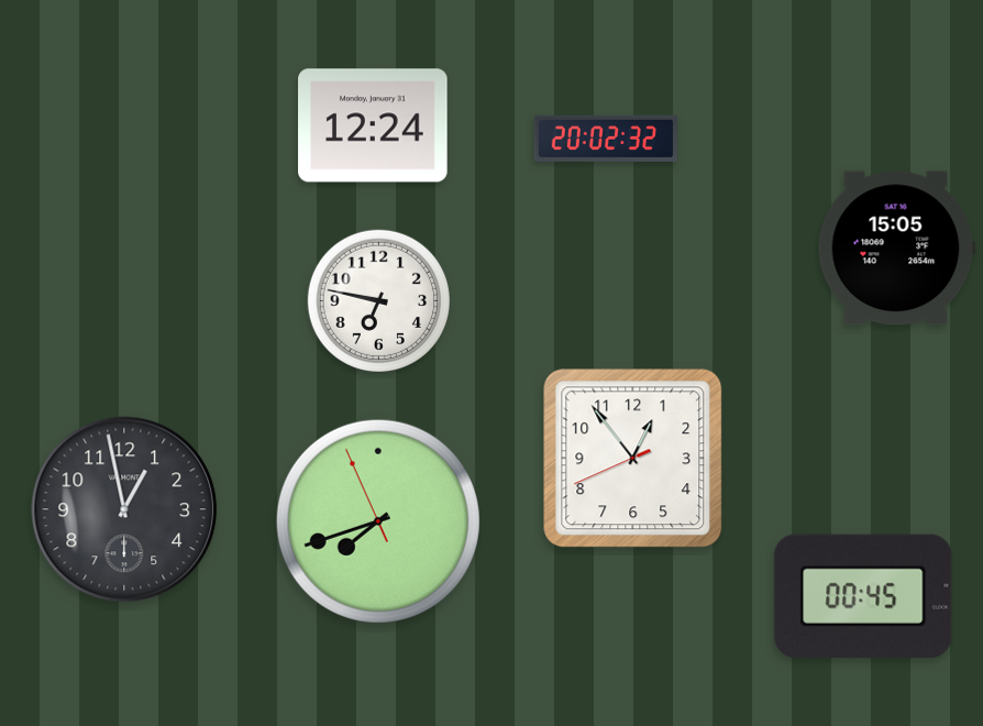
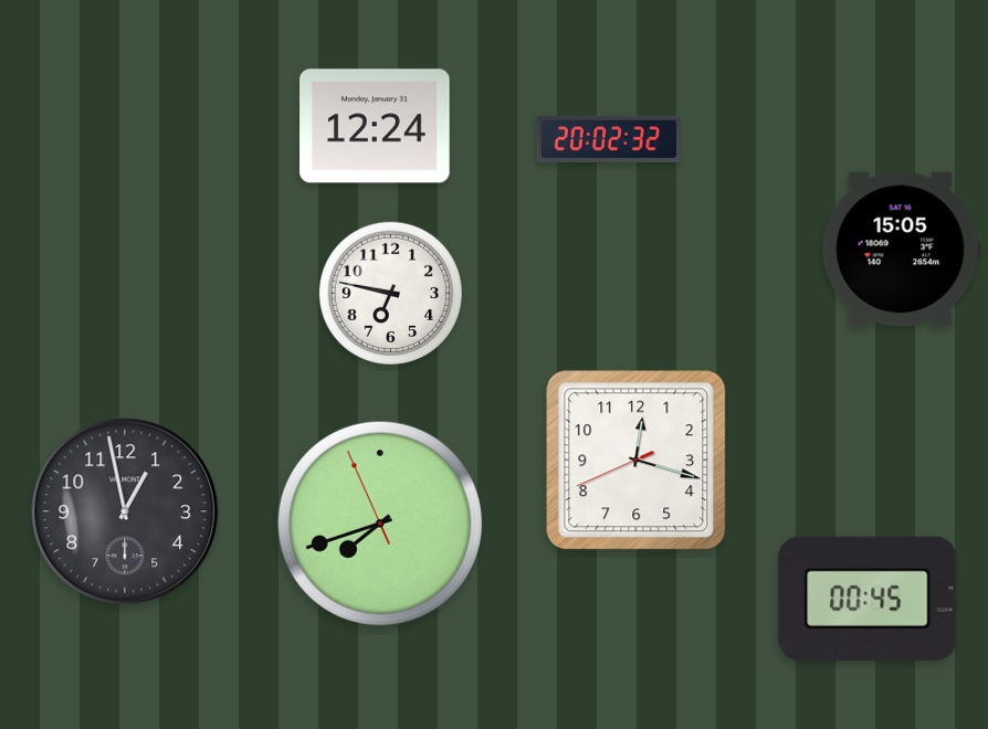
clock at (378, 300) position: (378, 300) -> (390, 293)
clock at (633, 459): 12:53 -> 12:17
